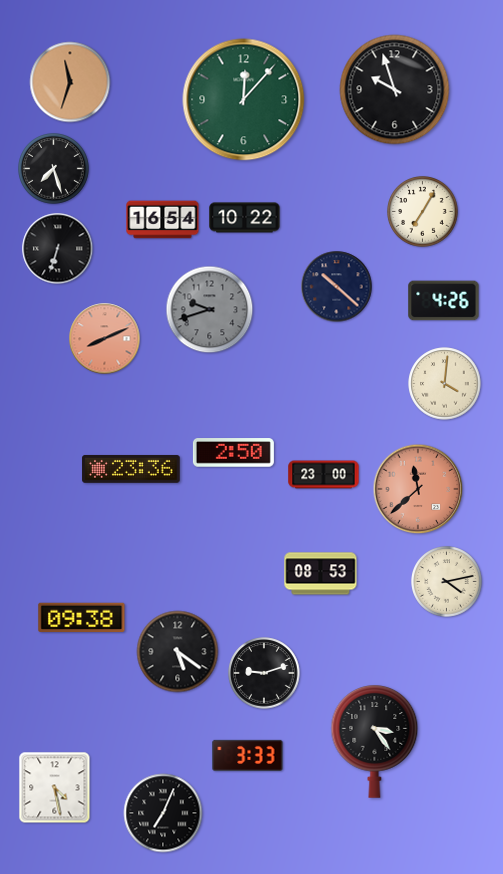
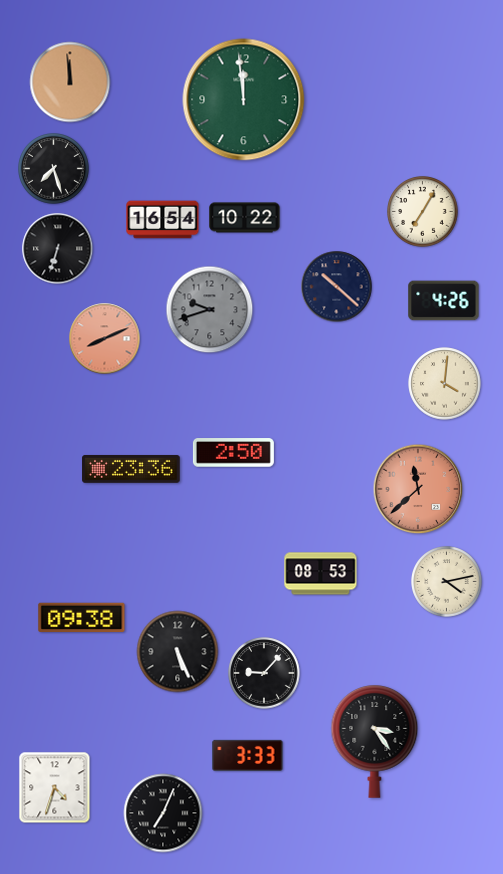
clock at (70, 82): 11:33 -> 11:59
clock at (395, 90): 9:57 -> none
clock at (244, 100): 12:07 -> 11:59
clock at (324, 475): 23:00 -> none
clock at (178, 652): 5:21 -> 5:26
clock at (264, 673): 9:12 -> 9:07
clock at (55, 788): 4:28 -> 4:33
